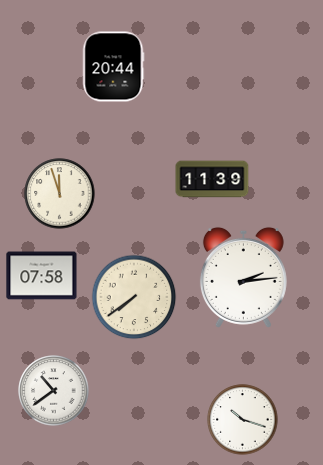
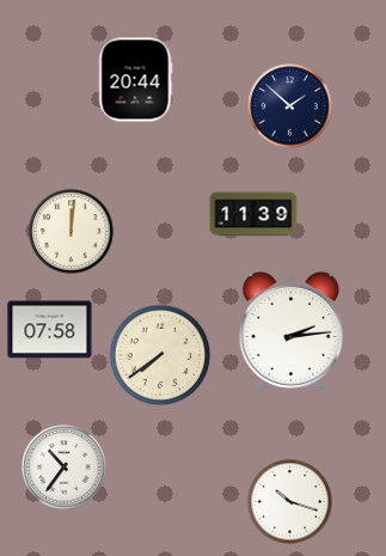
clock at (290, 106): none -> 1:52
clock at (60, 194): 11:57 -> 12:01
clock at (54, 391): 10:39 -> 10:36
